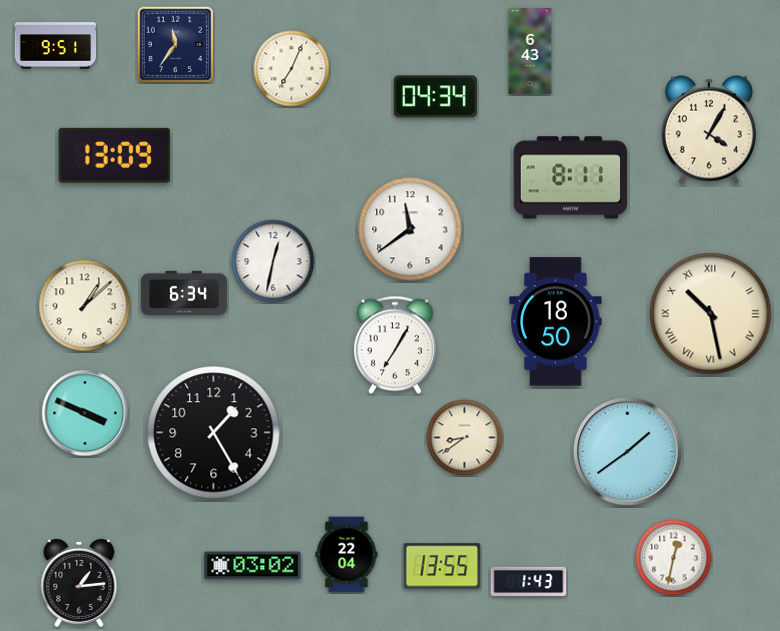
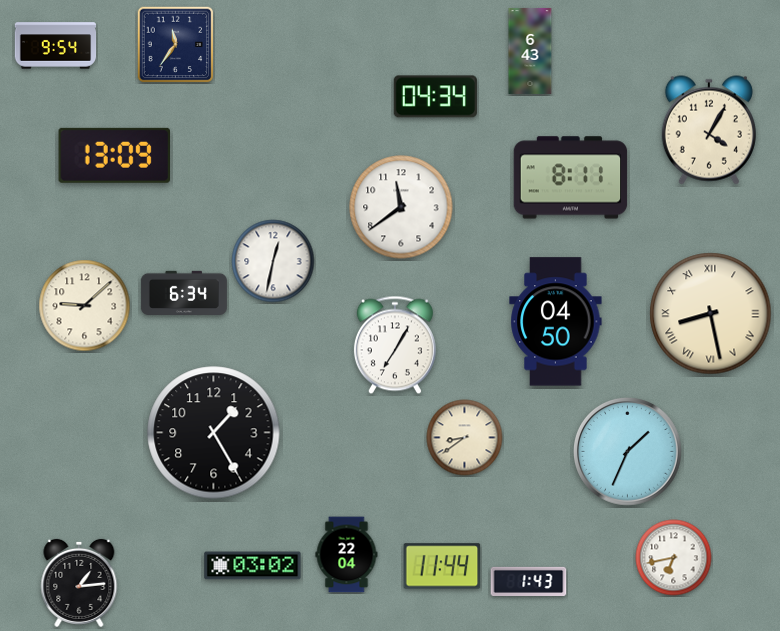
clock at (56, 46): 9:51 -> 9:54
clock at (292, 69): 7:04 -> none
clock at (410, 229) position: (410, 229) -> (401, 207)
clock at (85, 306): 1:08 -> 9:08
clock at (711, 314): 10:28 -> 8:28
clock at (556, 322): 18:50 -> 04:50
clock at (85, 413): 3:49 -> none
clock at (628, 452): 1:39 -> 1:34
clock at (674, 558): 12:32 -> 6:43
clock at (442, 566): 13:55 -> 11:44
